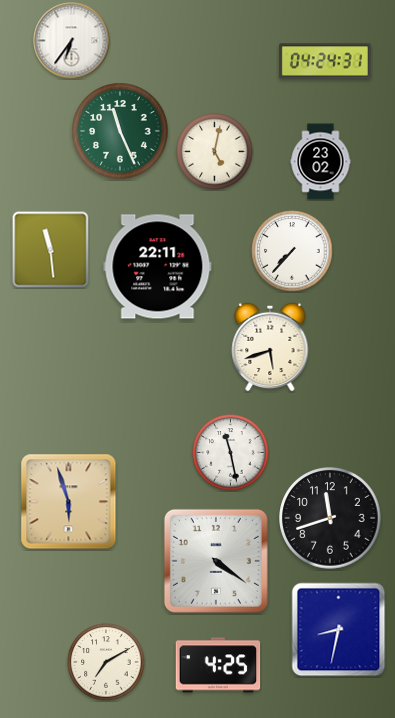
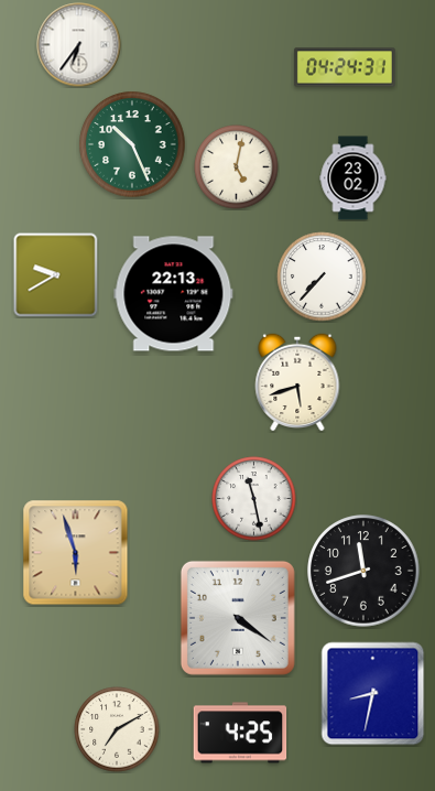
clock at (325, 61) position: (325, 61) -> (345, 67)
clock at (120, 131): 11:26 -> 10:26
clock at (51, 250): 11:29 -> 9:40
clock at (158, 267): 22:11 -> 22:13
